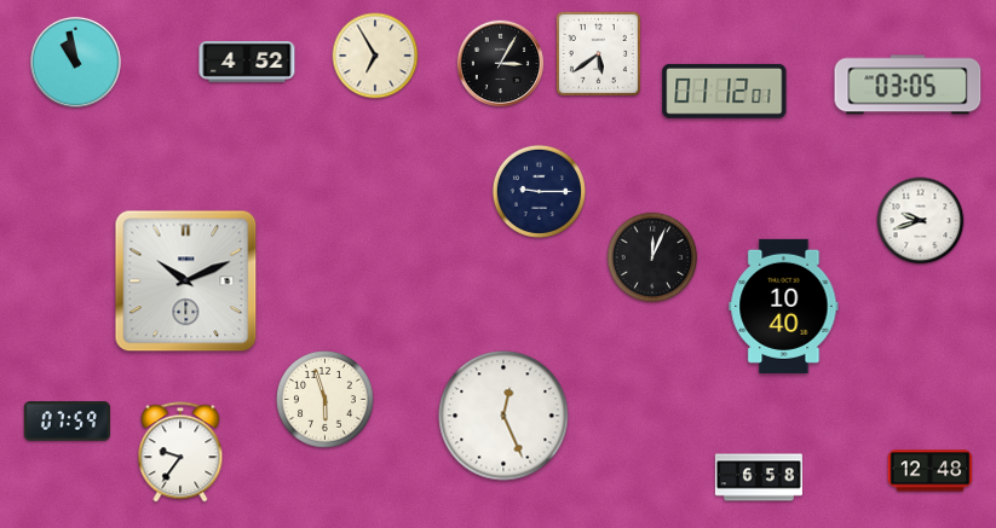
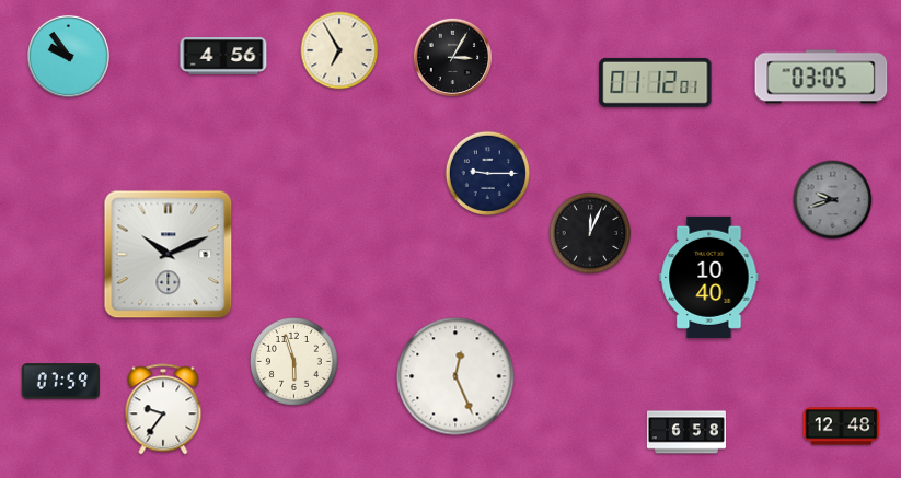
clock at (598, 53): 5:39 -> none
clock at (75, 62): 10:58 -> 9:54
clock at (247, 62): 4:52 -> 4:56
clock at (921, 221) dial: white -> grey
